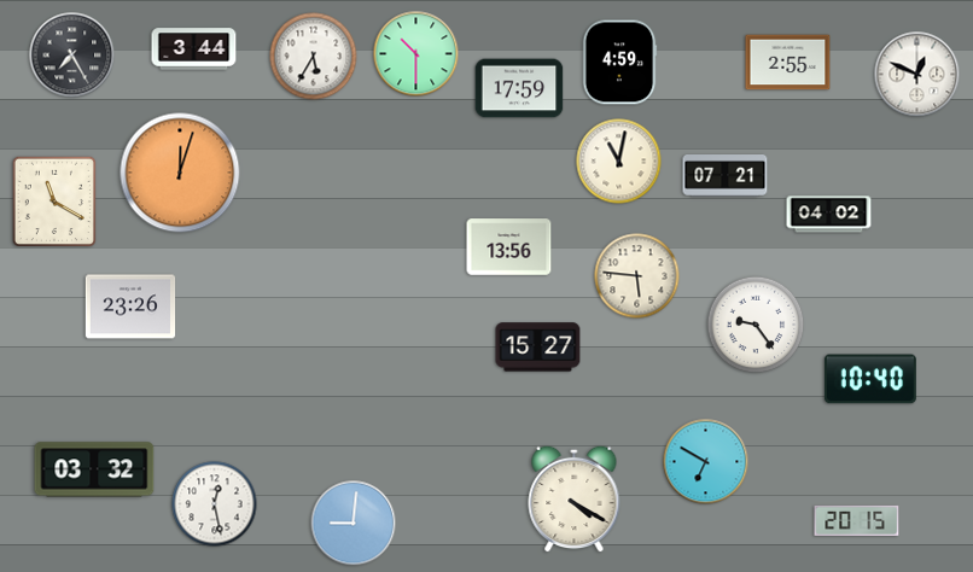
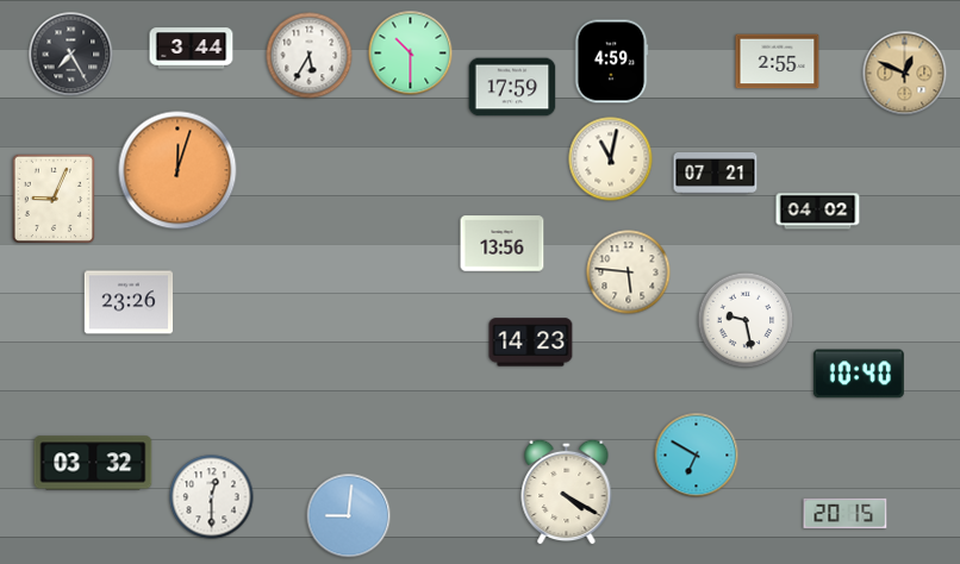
clock at (917, 75) dial: white -> champagne
clock at (53, 200): 11:20 -> 9:04
clock at (756, 325): 9:24 -> 9:28
clock at (538, 348): 15:27 -> 14:23
clock at (215, 504): 12:28 -> 12:30
